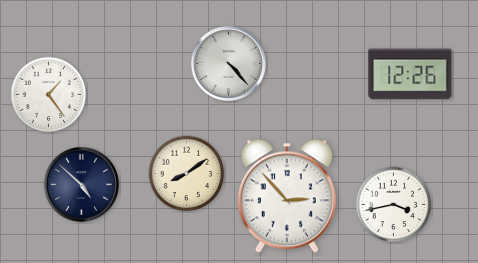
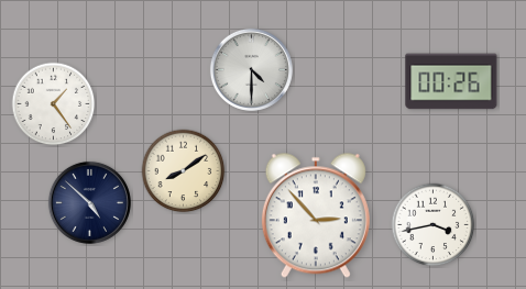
clock at (228, 63): 4:23 -> 4:30
clock at (410, 74): 12:26 -> 00:26
clock at (187, 174) position: (187, 174) -> (184, 171)
